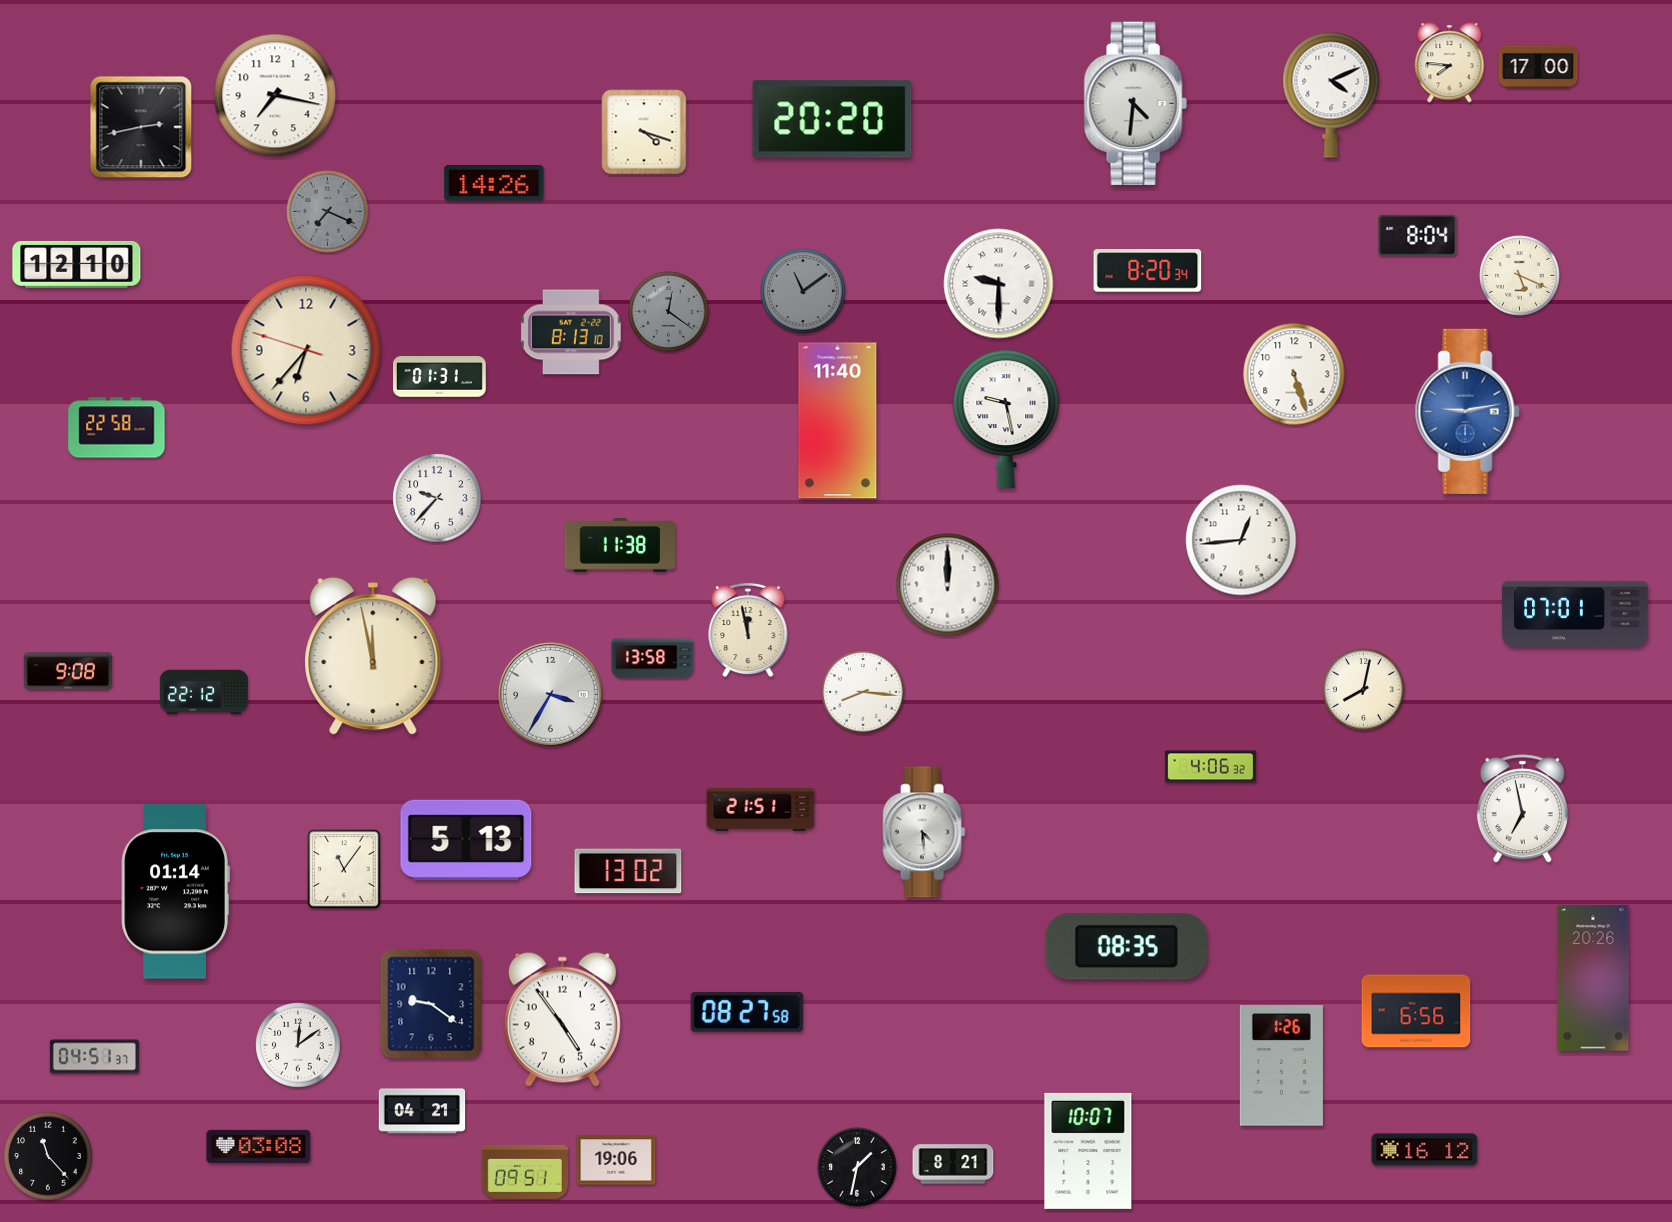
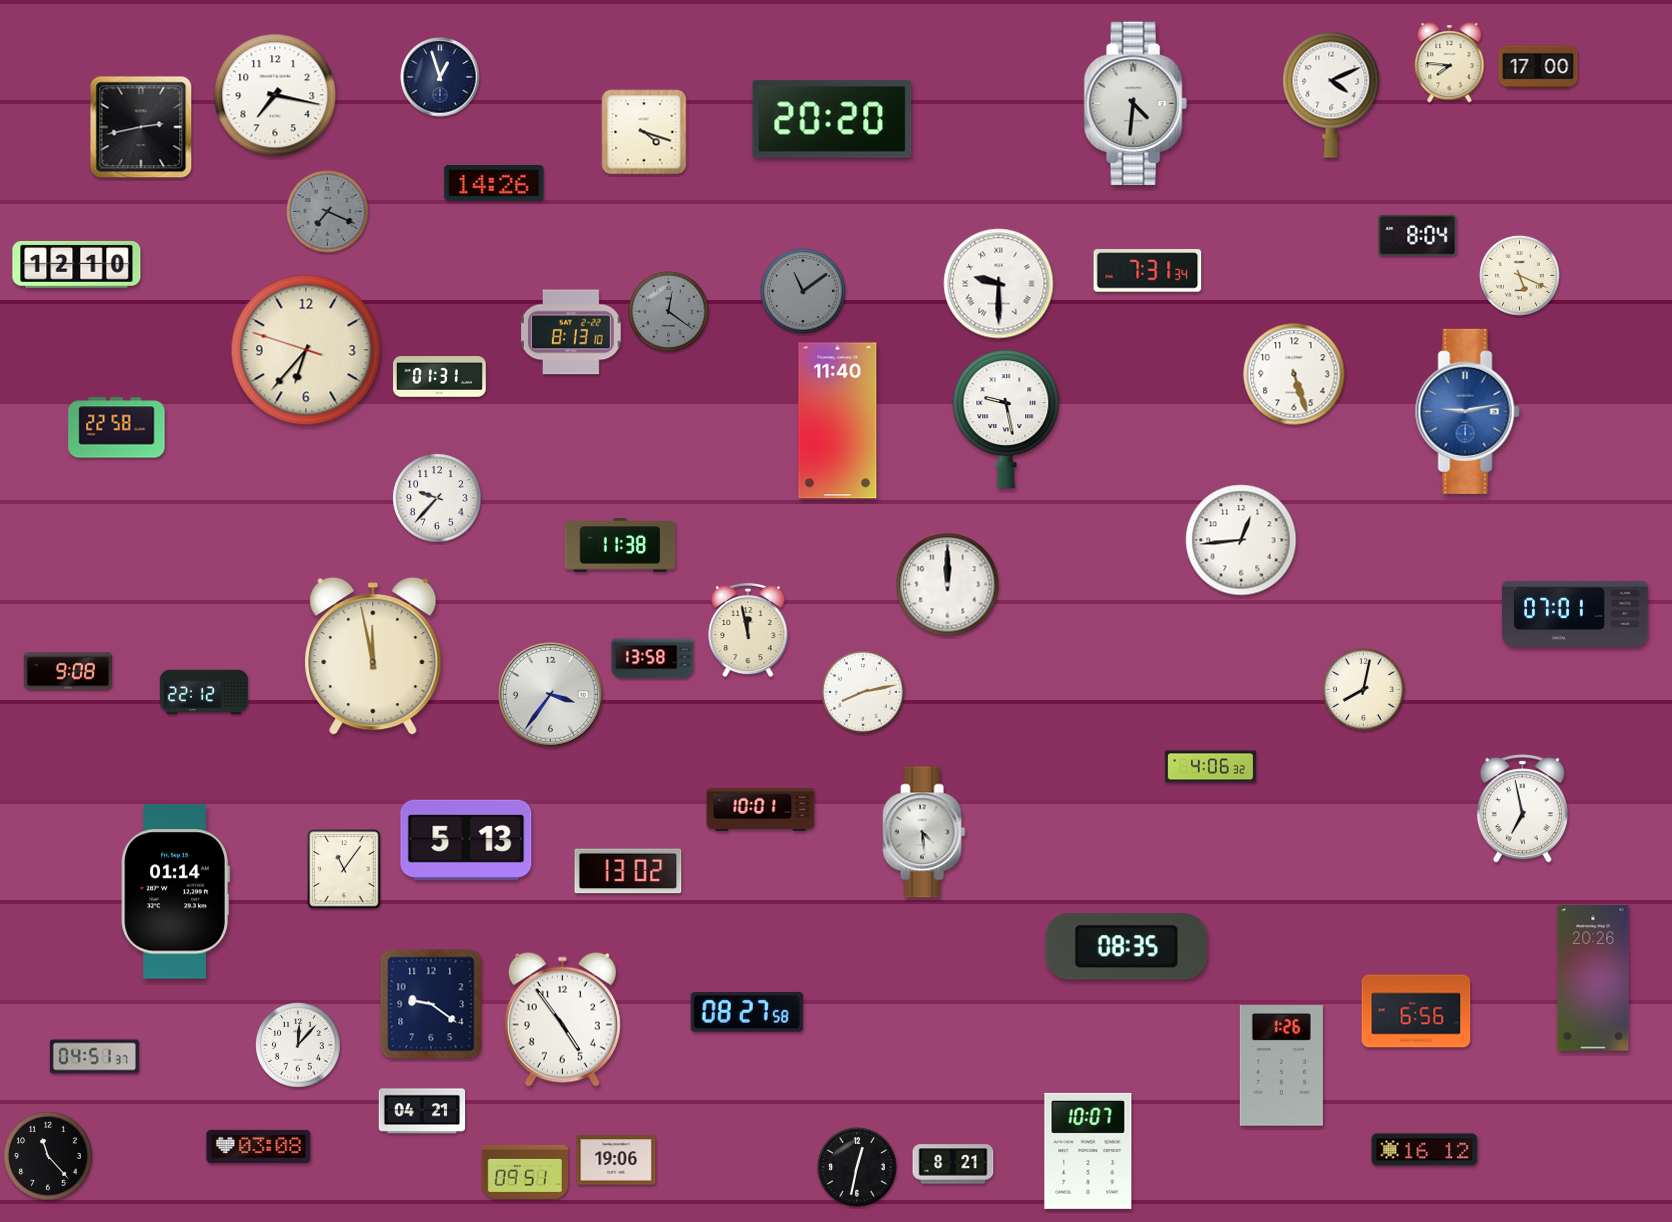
clock at (440, 77): none -> 12:57
clock at (1148, 271): 8:20 -> 7:31
clock at (863, 692): 8:16 -> 8:13
clock at (551, 695): 3:35 -> 3:36
clock at (761, 809): 21:51 -> 10:01
clock at (298, 1045): 12:09 -> 12:07
clock at (857, 1167): 1:32 -> 12:32
